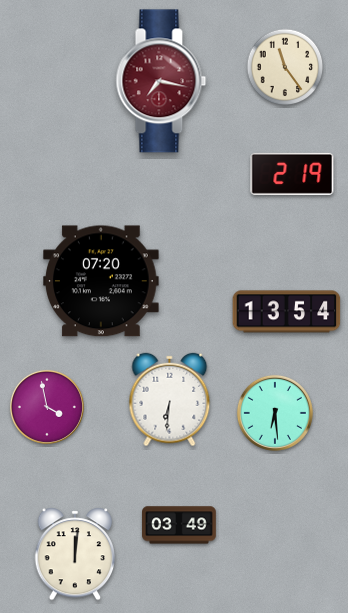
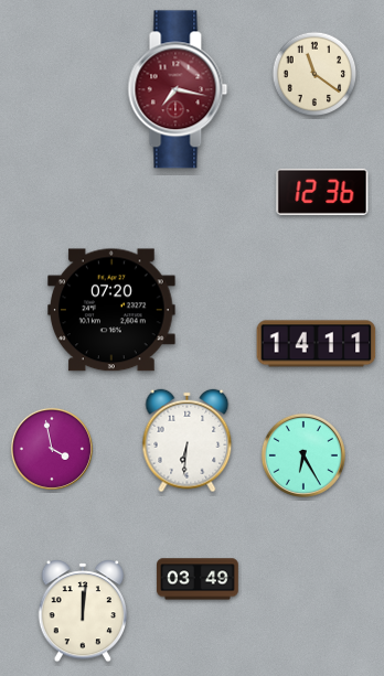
clock at (285, 67): 11:24 -> 11:21
clock at (292, 174): 2:19 -> 12:36
clock at (287, 312): 13:54 -> 14:11
clock at (275, 413): 6:29 -> 6:25
